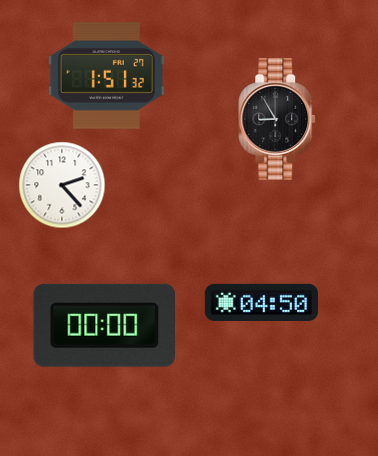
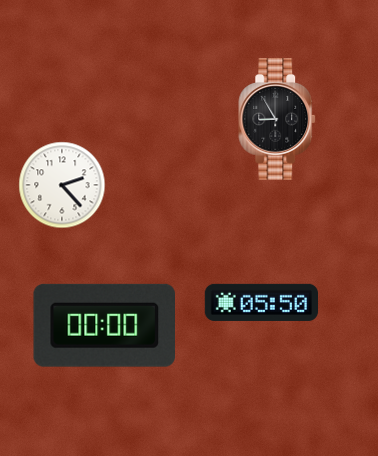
clock at (106, 76): 1:51 -> none
clock at (261, 302): 04:50 -> 05:50
